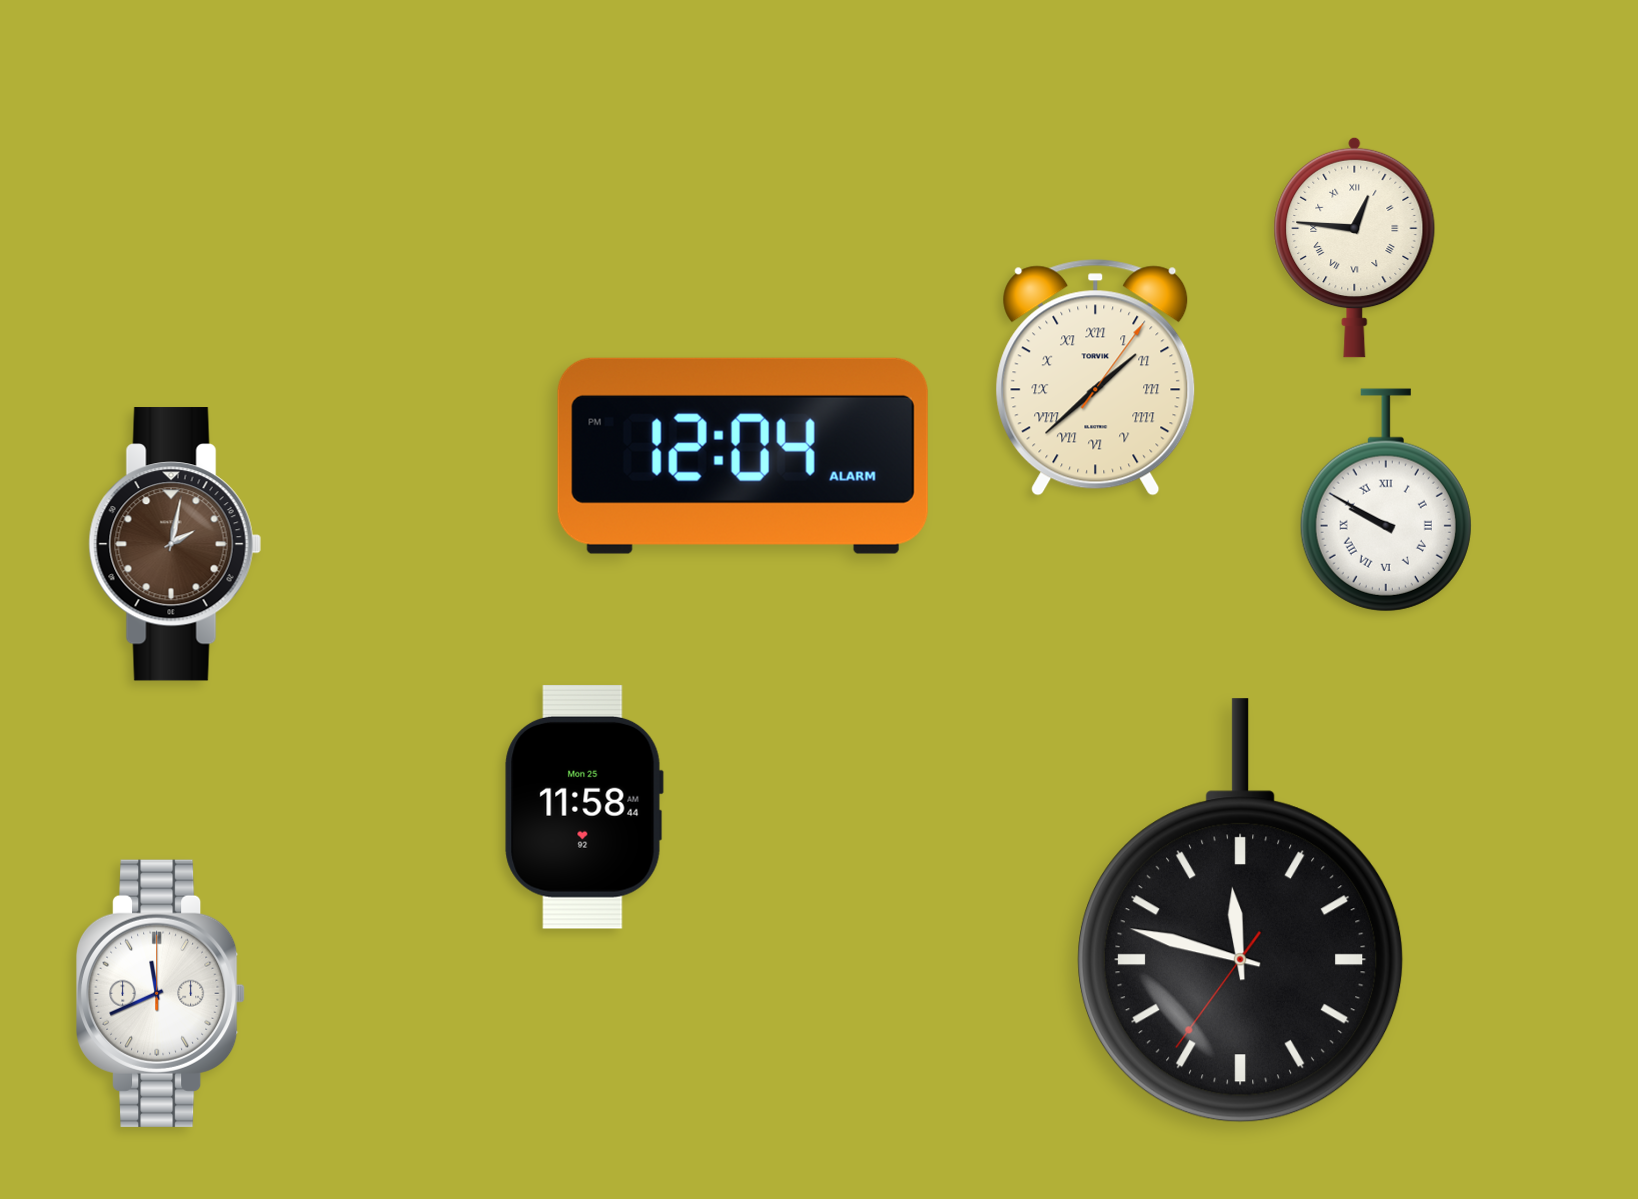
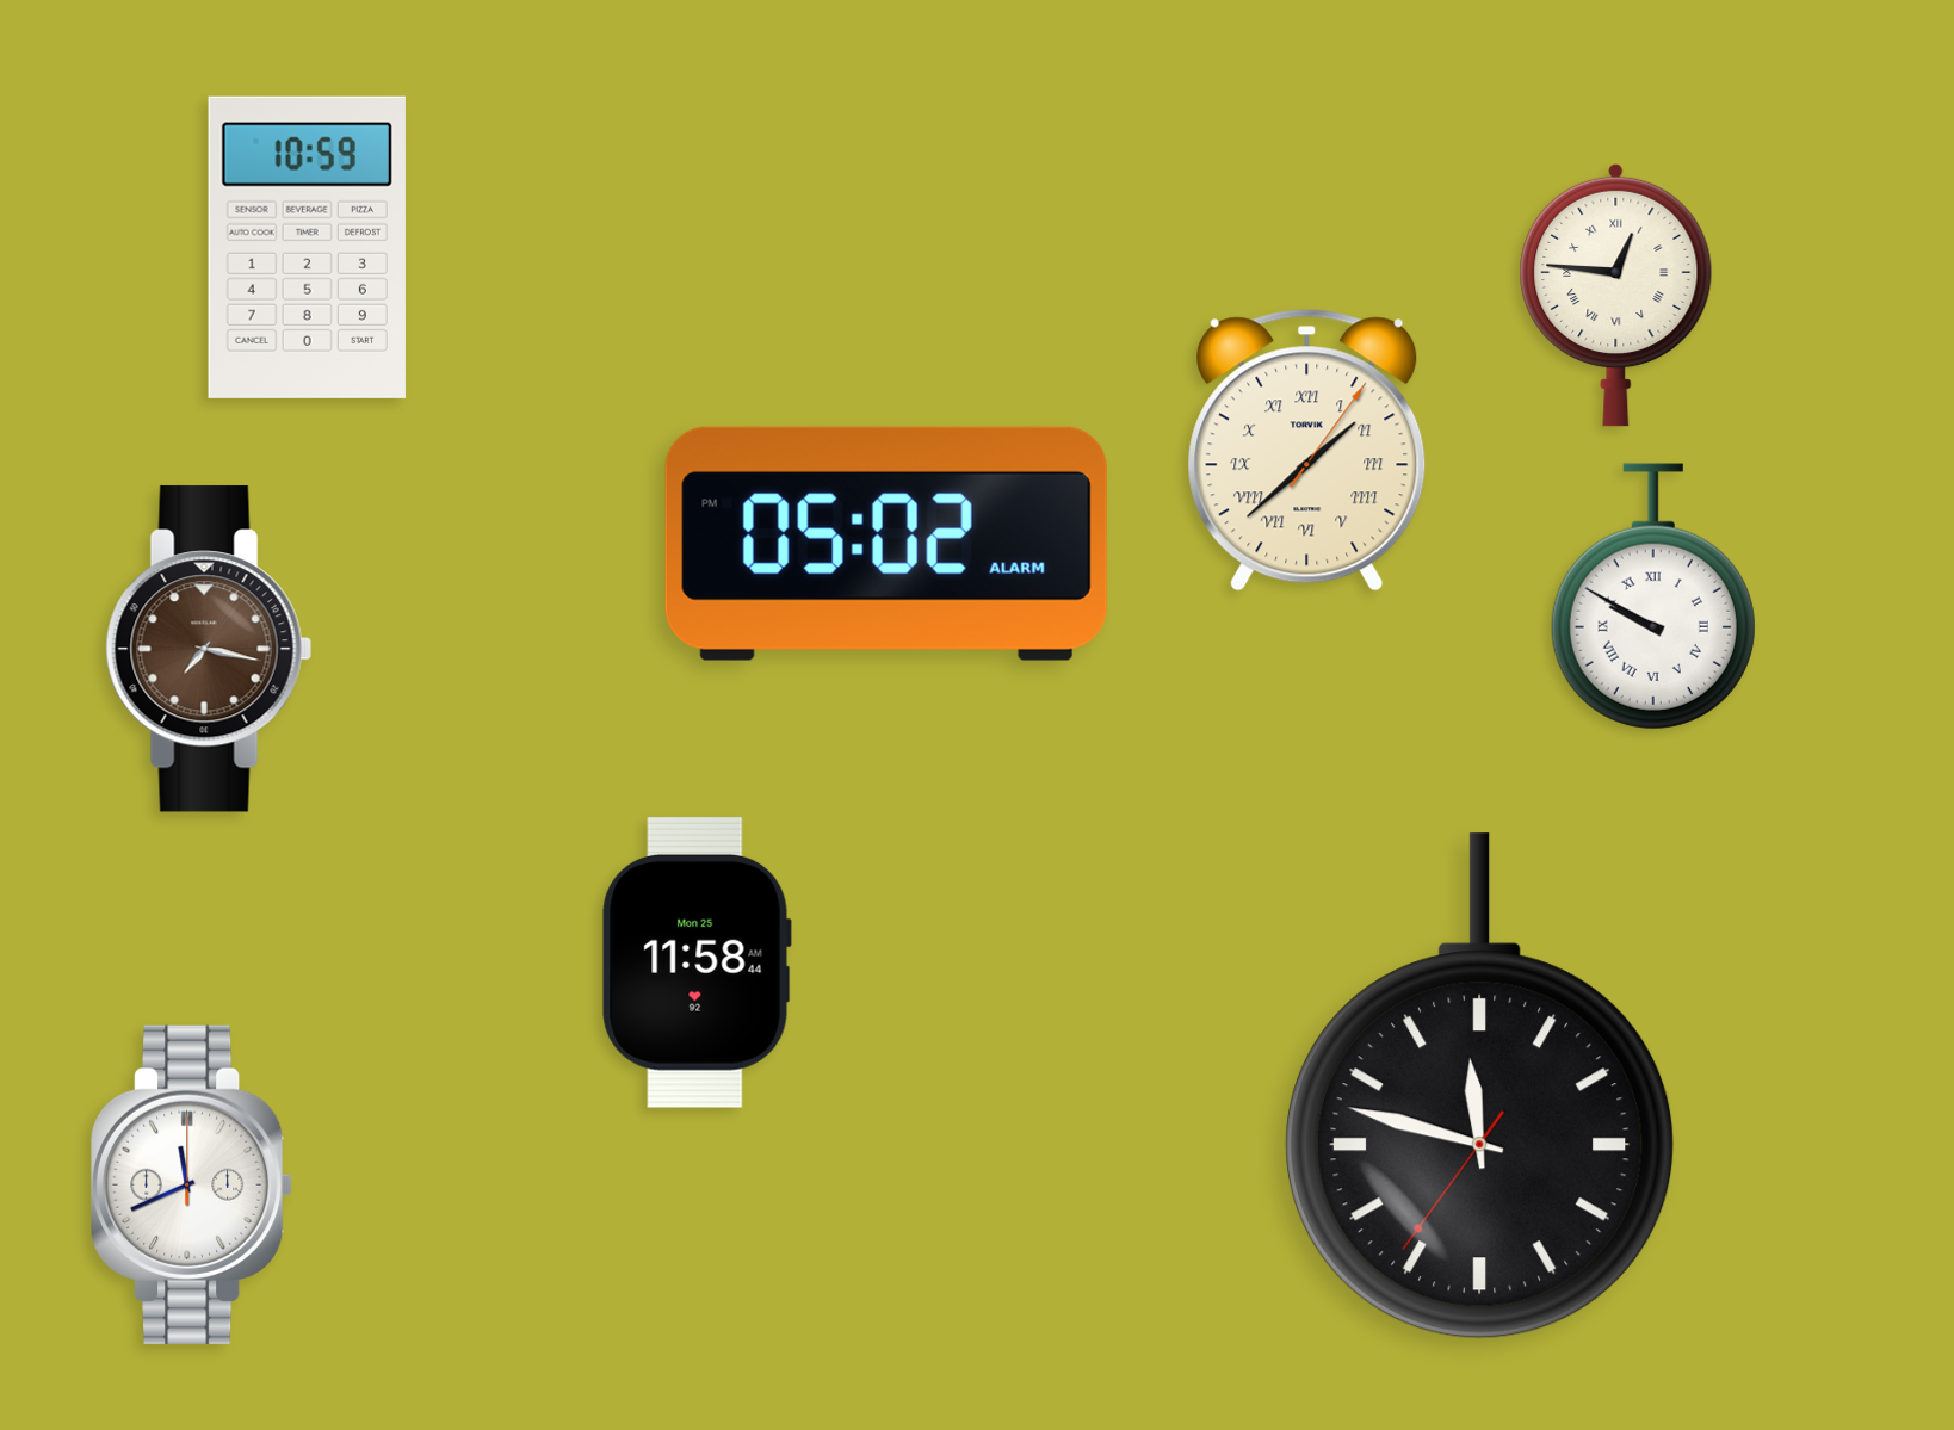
clock at (307, 247): none -> 10:59
clock at (743, 456): 12:04 -> 05:02
clock at (175, 544): 2:02 -> 7:17
